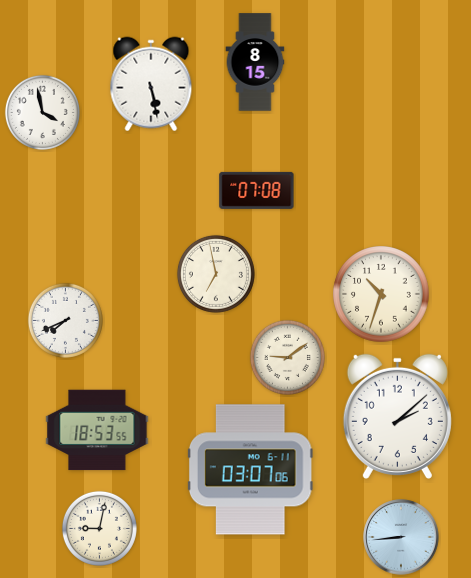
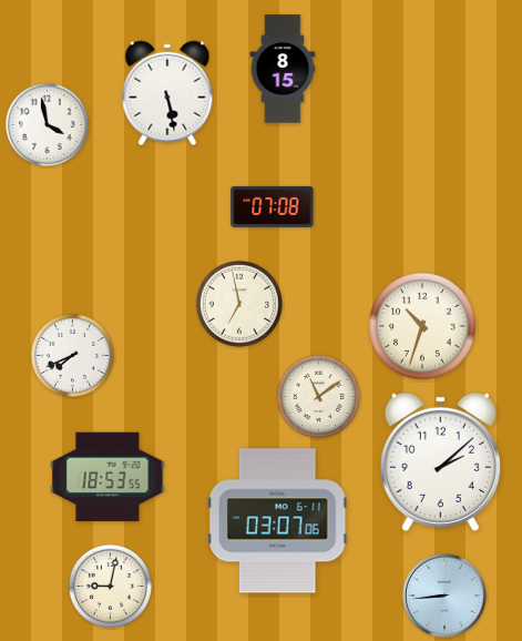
clock at (257, 190) position: (257, 190) -> (273, 206)
clock at (287, 357): 9:09 -> 11:09
